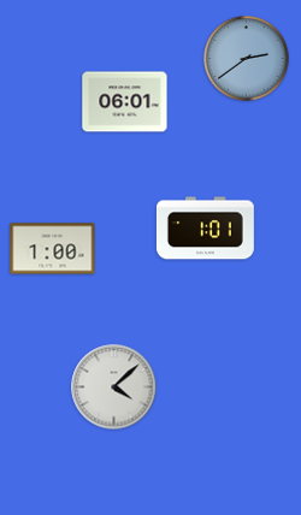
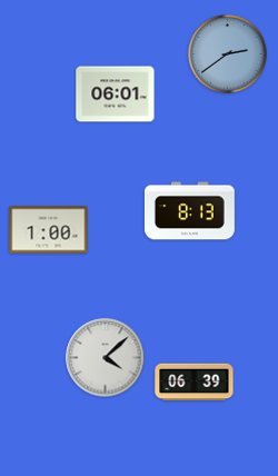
clock at (205, 229): 1:01 -> 8:13
clock at (195, 383): none -> 06:39
